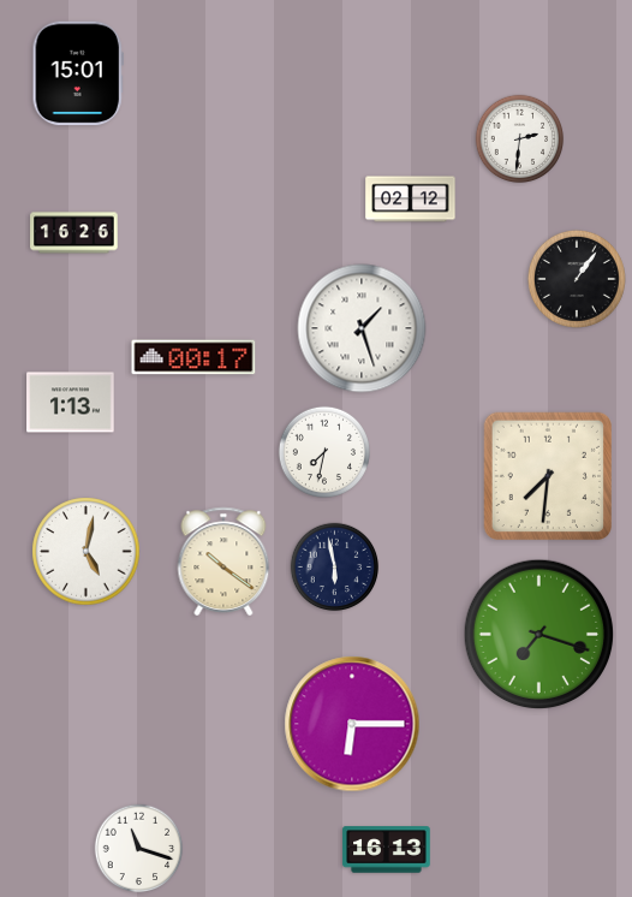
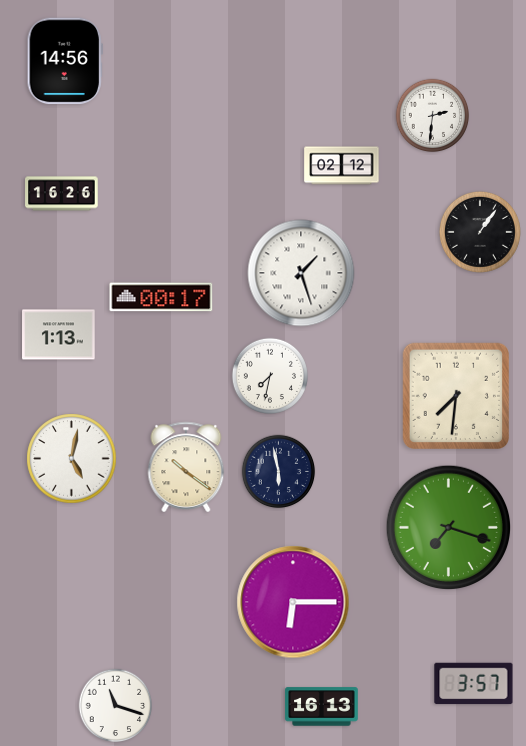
clock at (78, 73): 15:01 -> 14:56
clock at (474, 684): none -> 3:57
